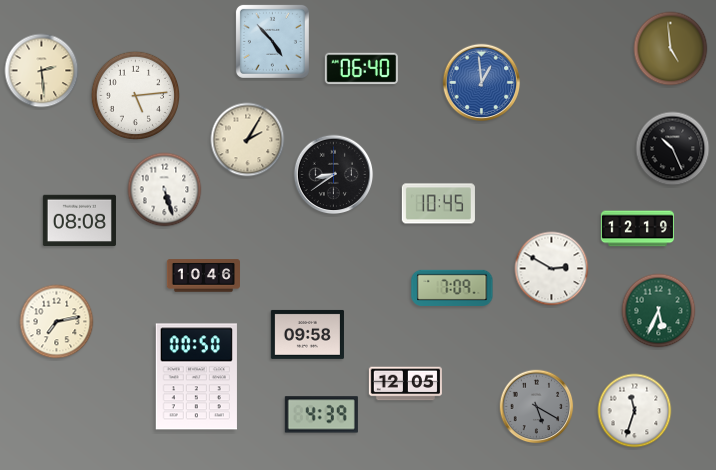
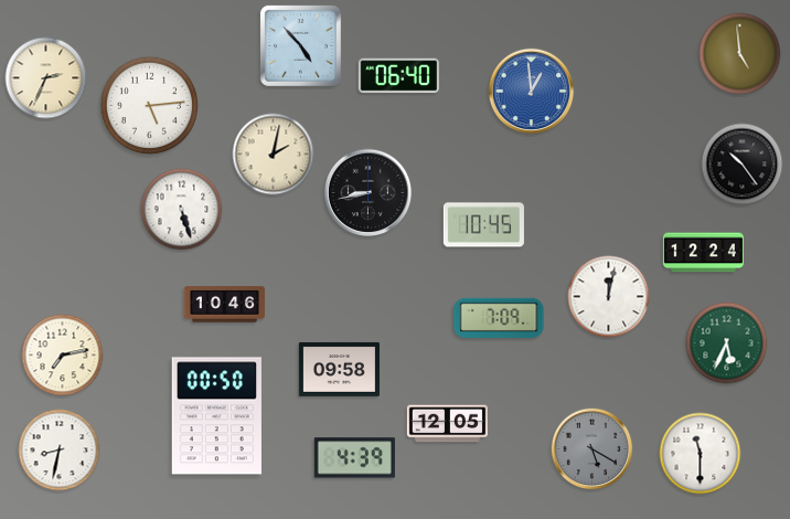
clock at (42, 71): 2:29 -> 2:34
clock at (248, 140): 2:05 -> 2:02
clock at (673, 149): 10:26 -> 10:24
clock at (334, 175): 8:39 -> 8:43
clock at (79, 221): 08:08 -> none
clock at (637, 229): 12:19 -> 12:24
clock at (552, 269): 2:50 -> 12:02
clock at (60, 451): none -> 8:32
clock at (635, 411): 11:33 -> 11:30
